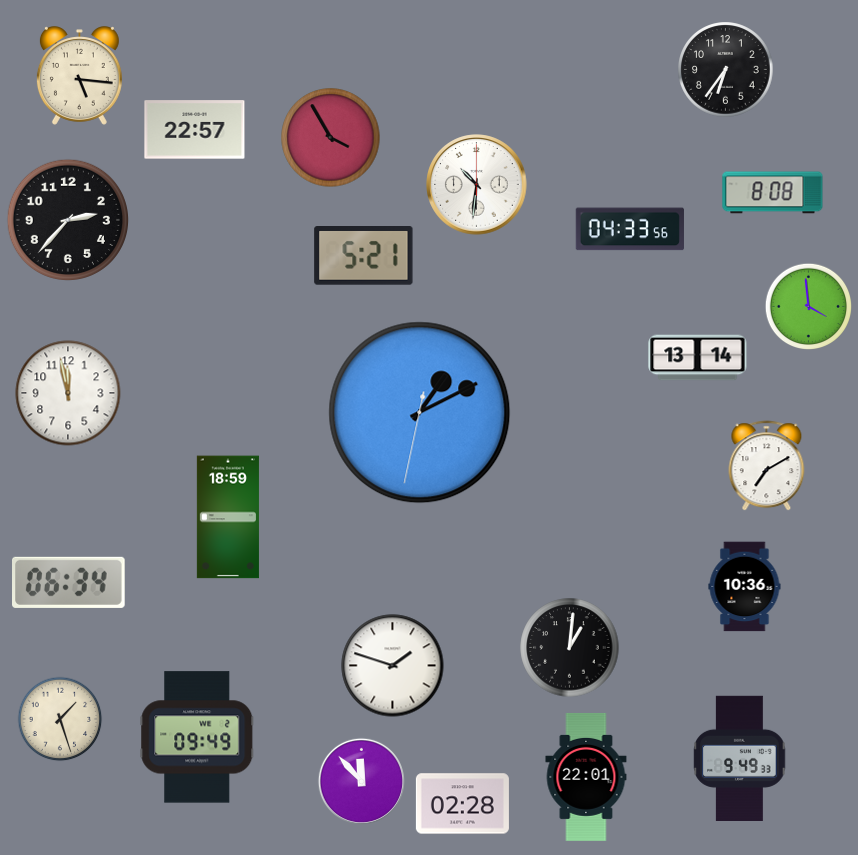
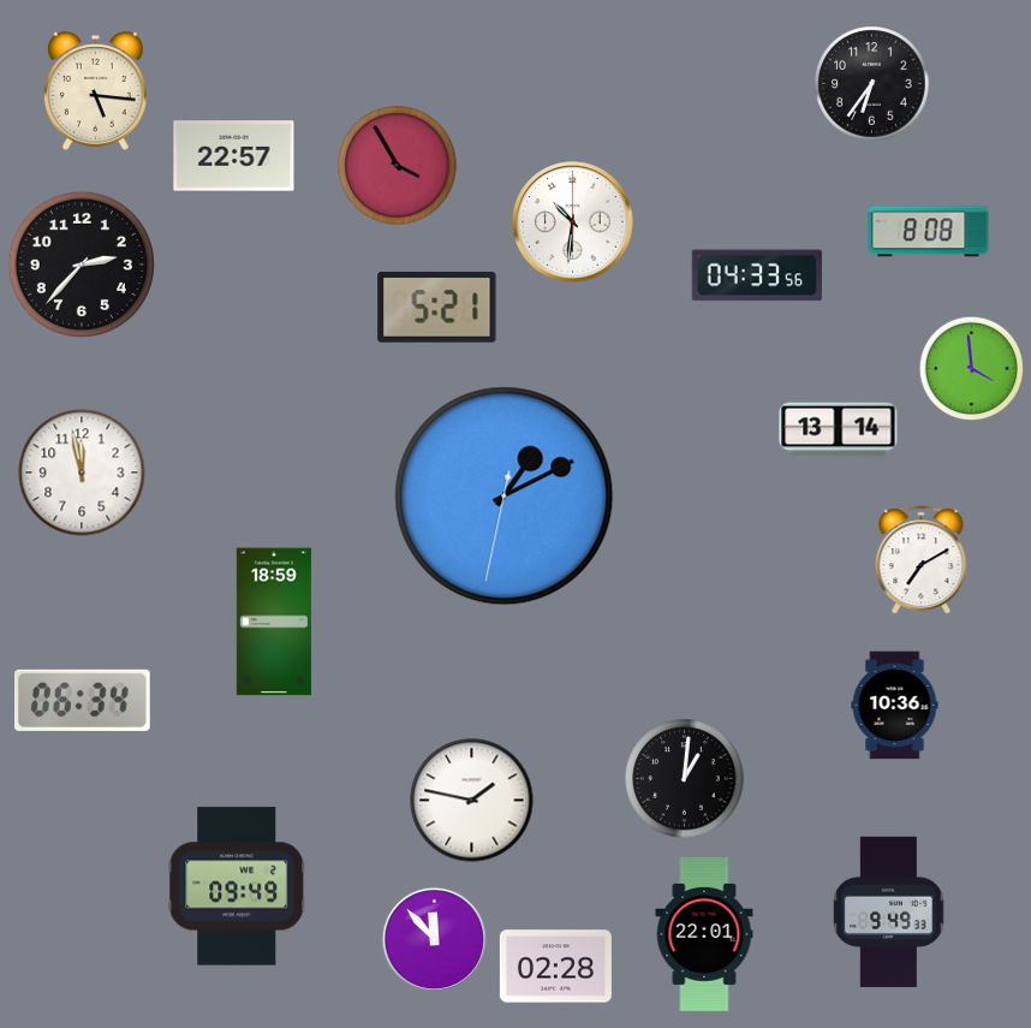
clock at (393, 666): 1:48 -> 1:47
clock at (60, 719): 1:27 -> none
